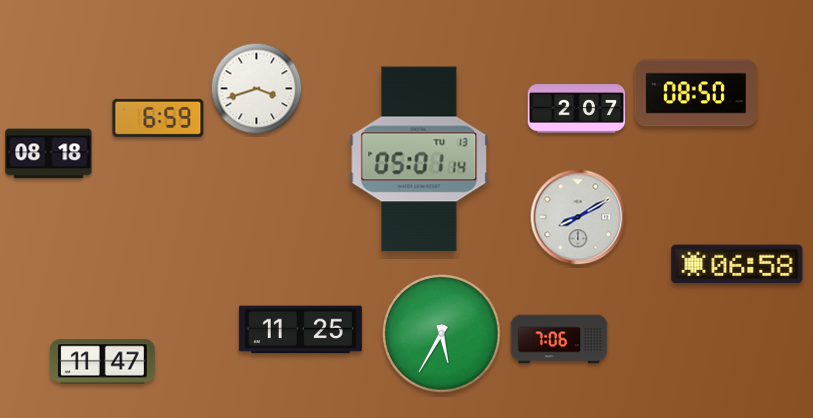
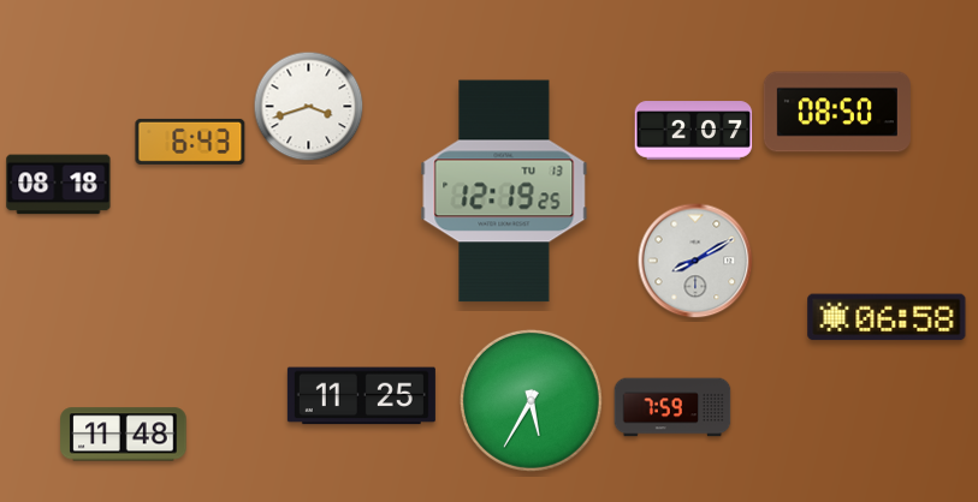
clock at (158, 118): 6:59 -> 6:43
clock at (419, 159): 05:01 -> 12:19
clock at (559, 339): 7:06 -> 7:59
clock at (103, 362): 11:47 -> 11:48
